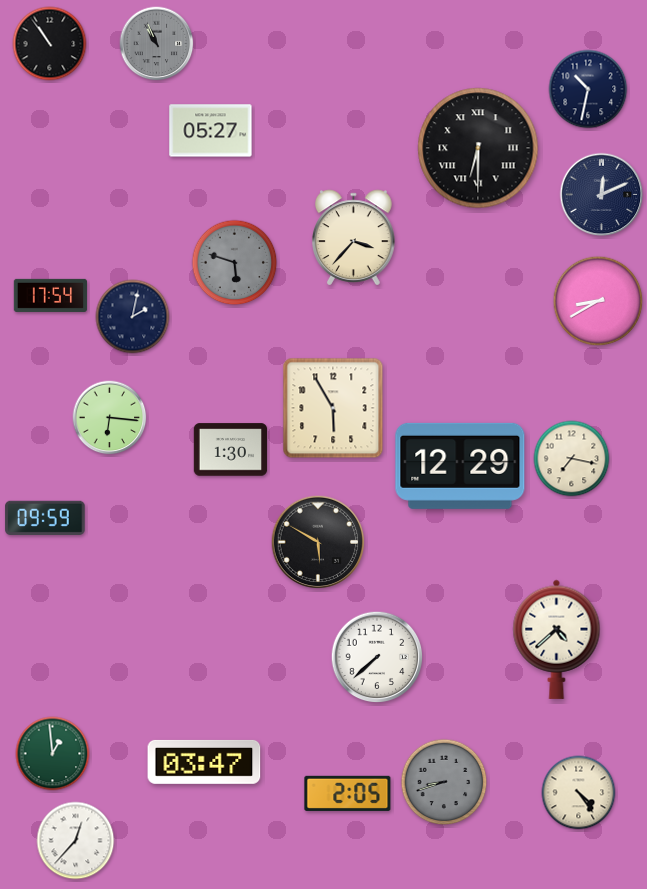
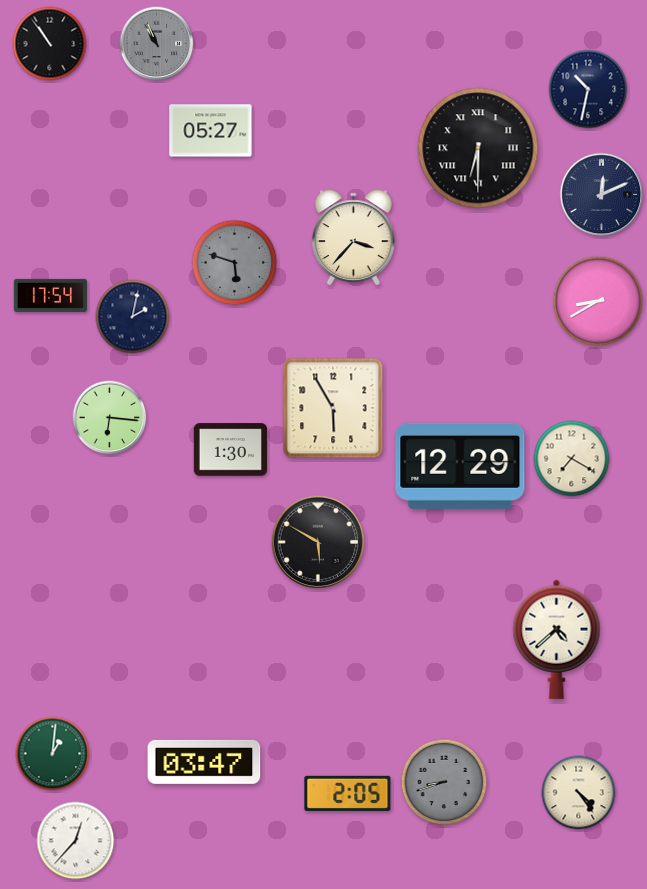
clock at (572, 459): 7:17 -> 7:20
clock at (45, 518): 09:59 -> none
clock at (377, 657): 7:38 -> none
clock at (53, 754): 12:59 -> 1:01
